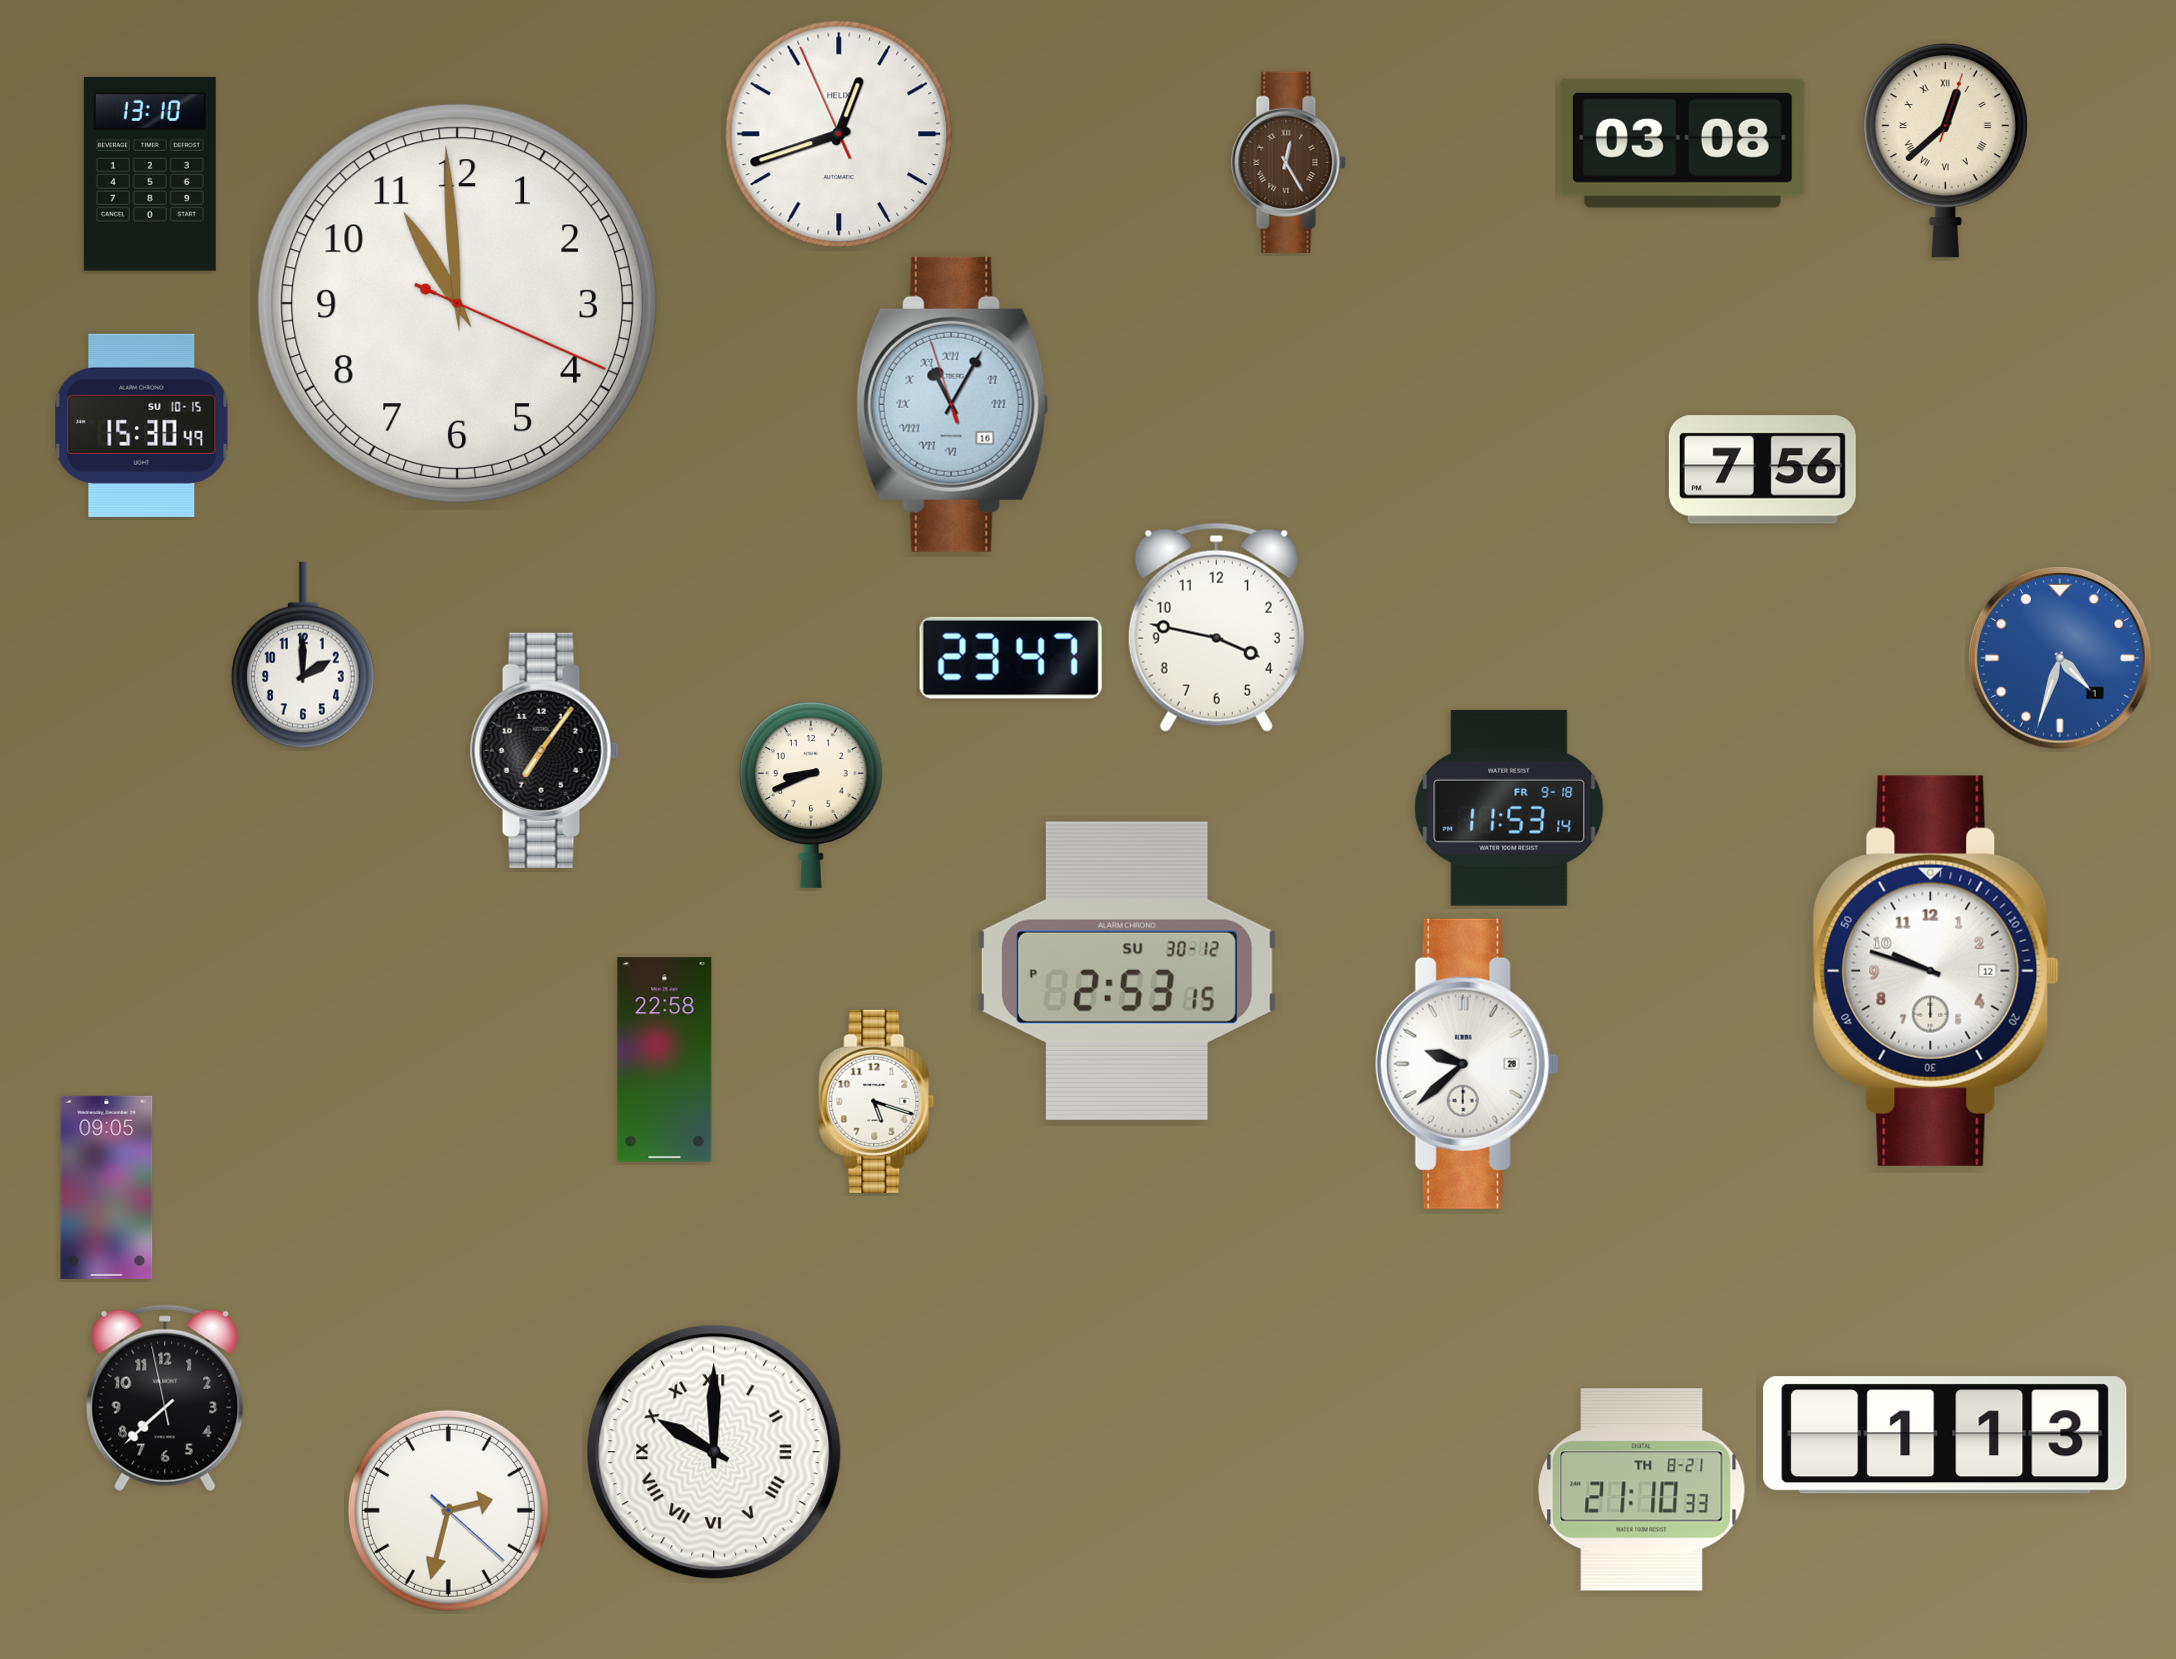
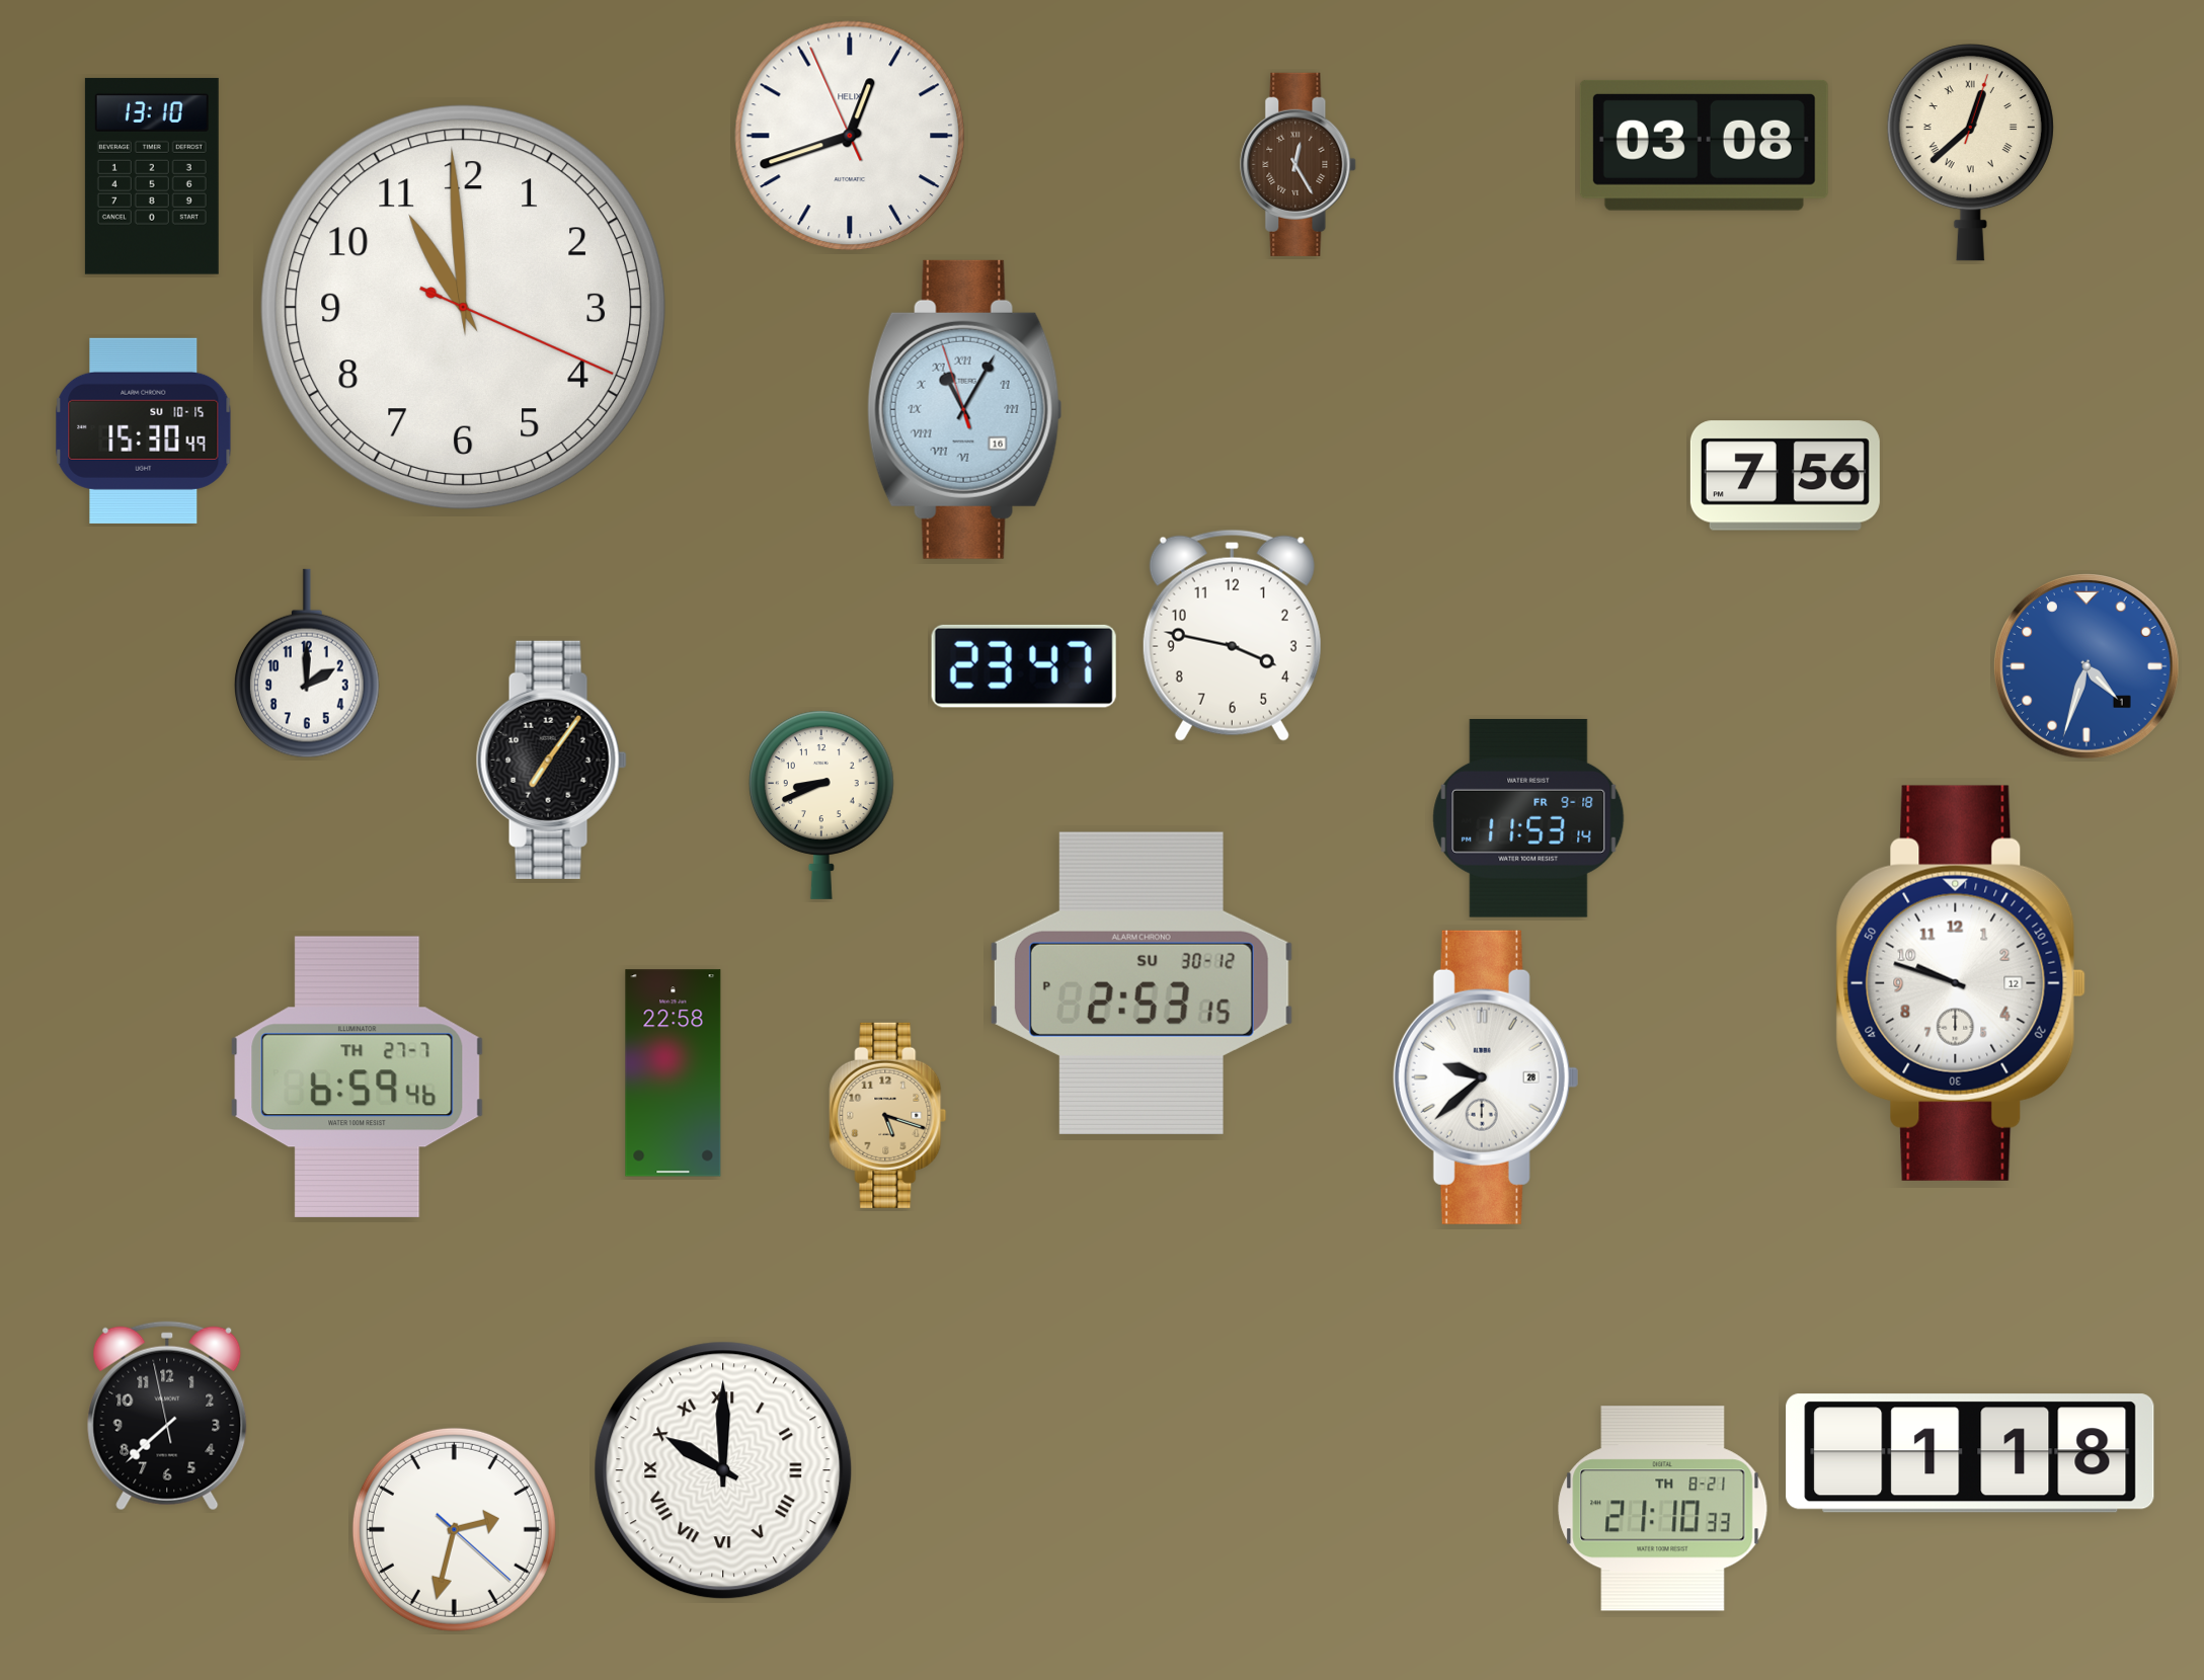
clock at (1289, 162) position: (1289, 162) -> (1298, 164)
clock at (358, 1076): none -> 6:59
clock at (877, 1101) dial: white -> champagne
clock at (107, 1187): 09:05 -> none
clock at (1945, 1435): 1:13 -> 1:18
